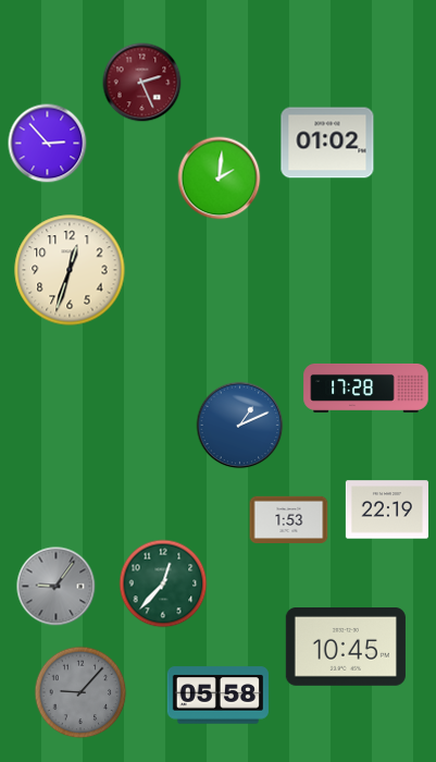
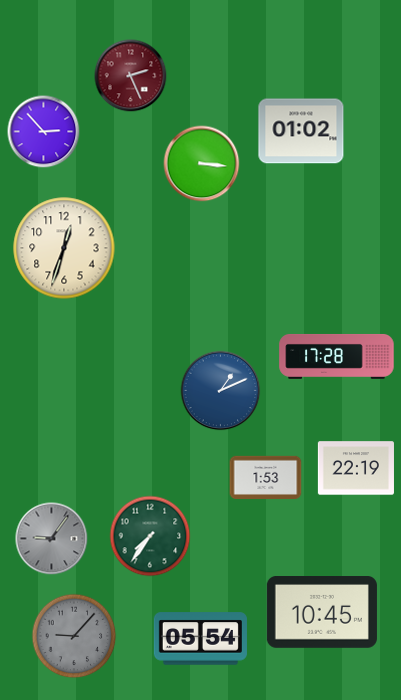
clock at (220, 179): 2:01 -> 3:16
clock at (163, 583): 12:37 -> 7:36
clock at (346, 648) position: (346, 648) -> (322, 613)
clock at (217, 696): 05:58 -> 05:54
